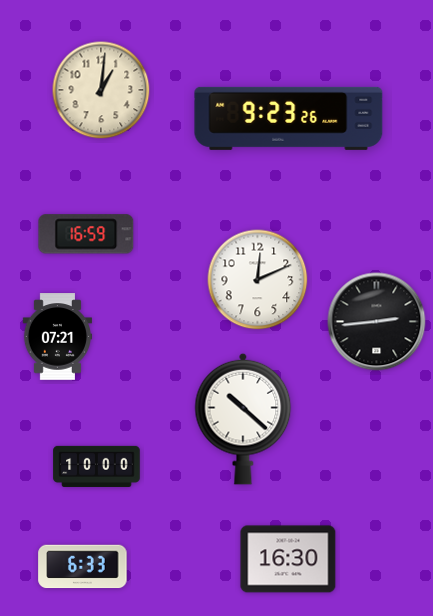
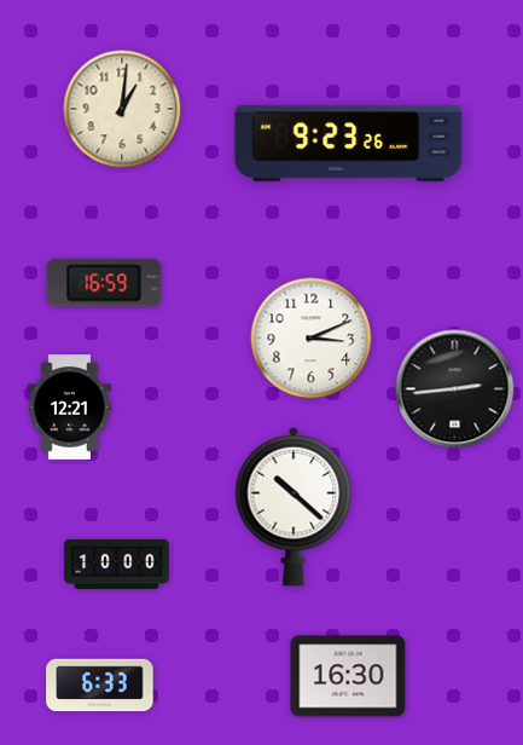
clock at (258, 280): 12:11 -> 3:11
clock at (57, 337): 07:21 -> 12:21
